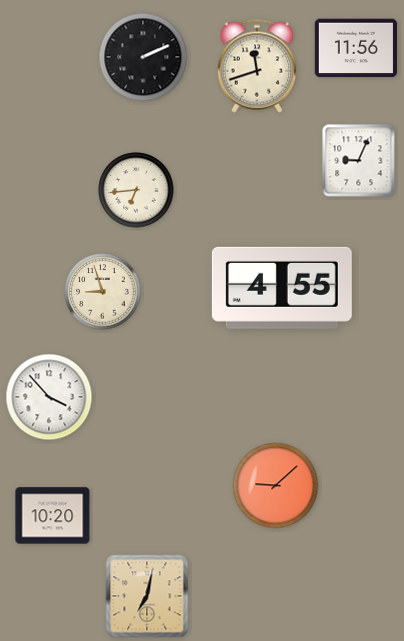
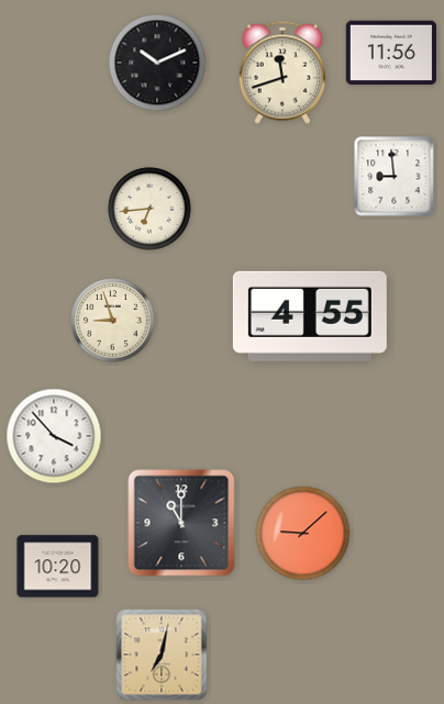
clock at (143, 57): 2:11 -> 10:11
clock at (359, 161): 9:04 -> 8:59
clock at (181, 523): none -> 11:00
